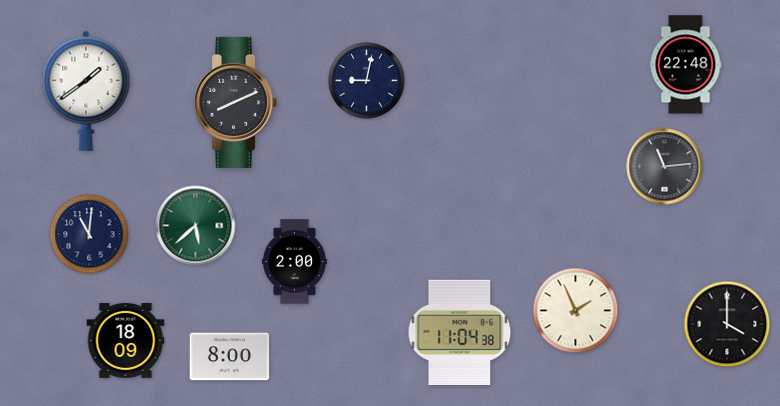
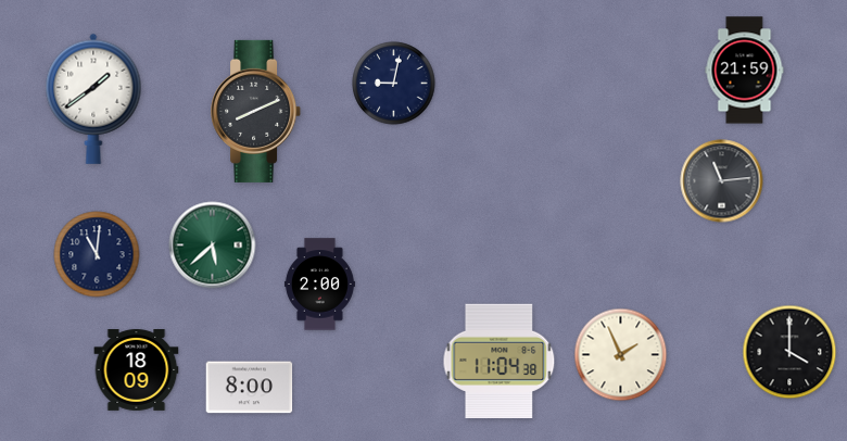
clock at (686, 65): 22:48 -> 21:59
clock at (367, 81) position: (367, 81) -> (394, 84)
clock at (576, 311) position: (576, 311) -> (621, 355)
